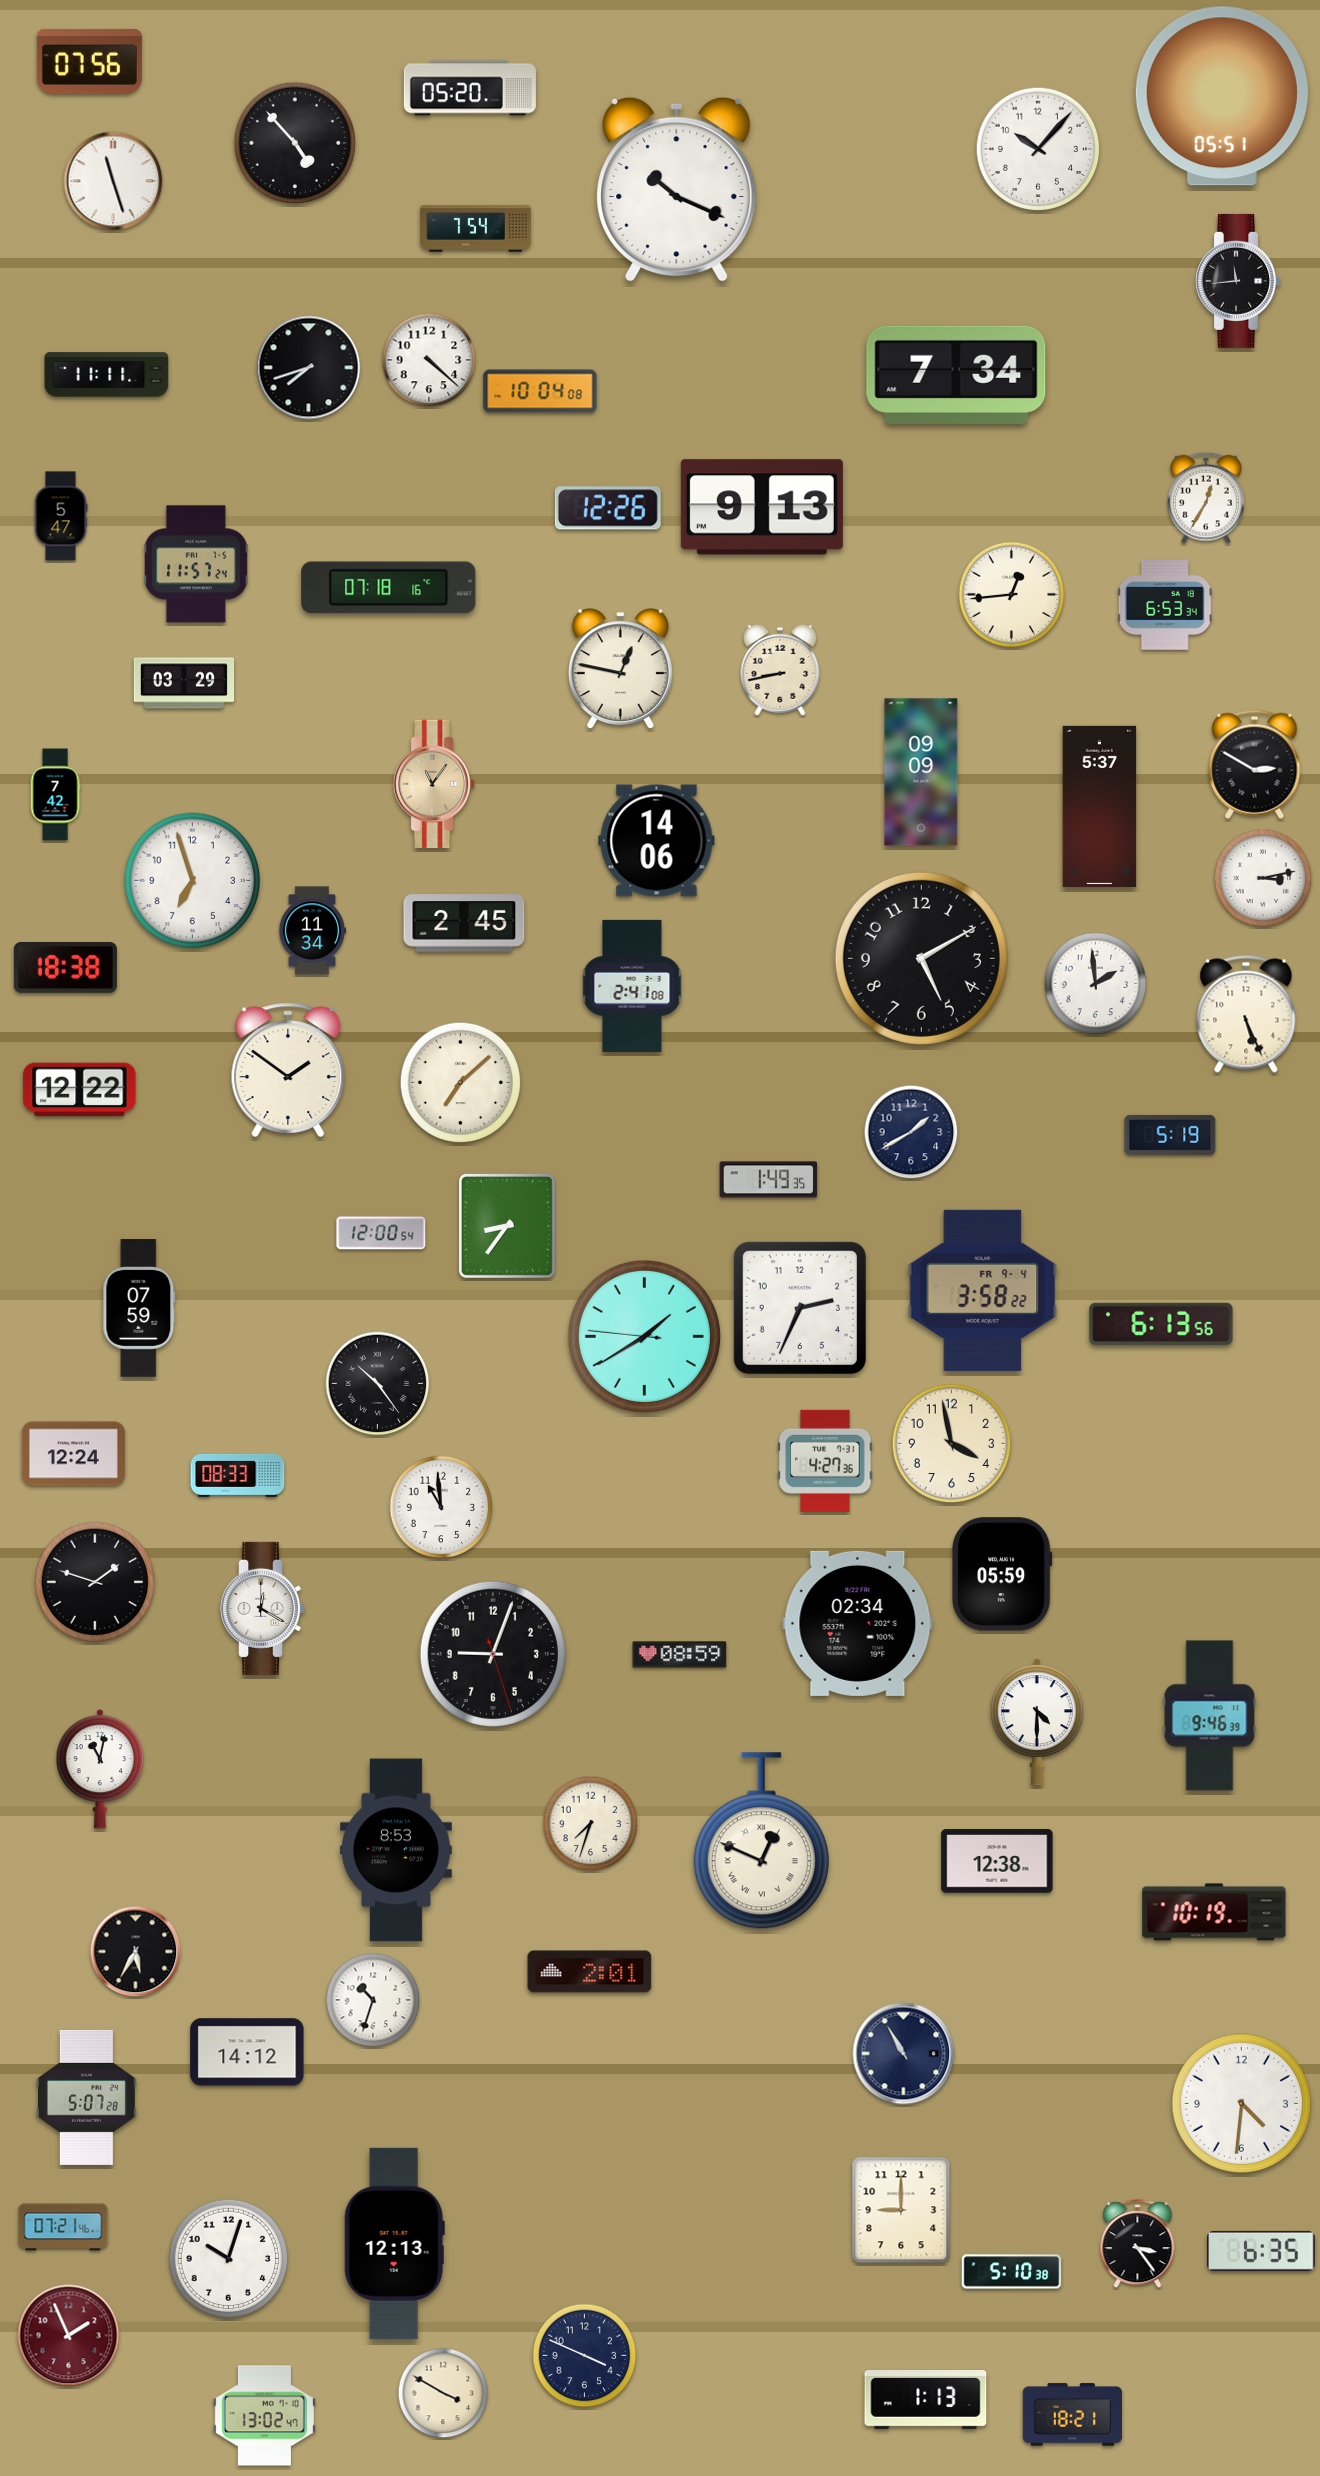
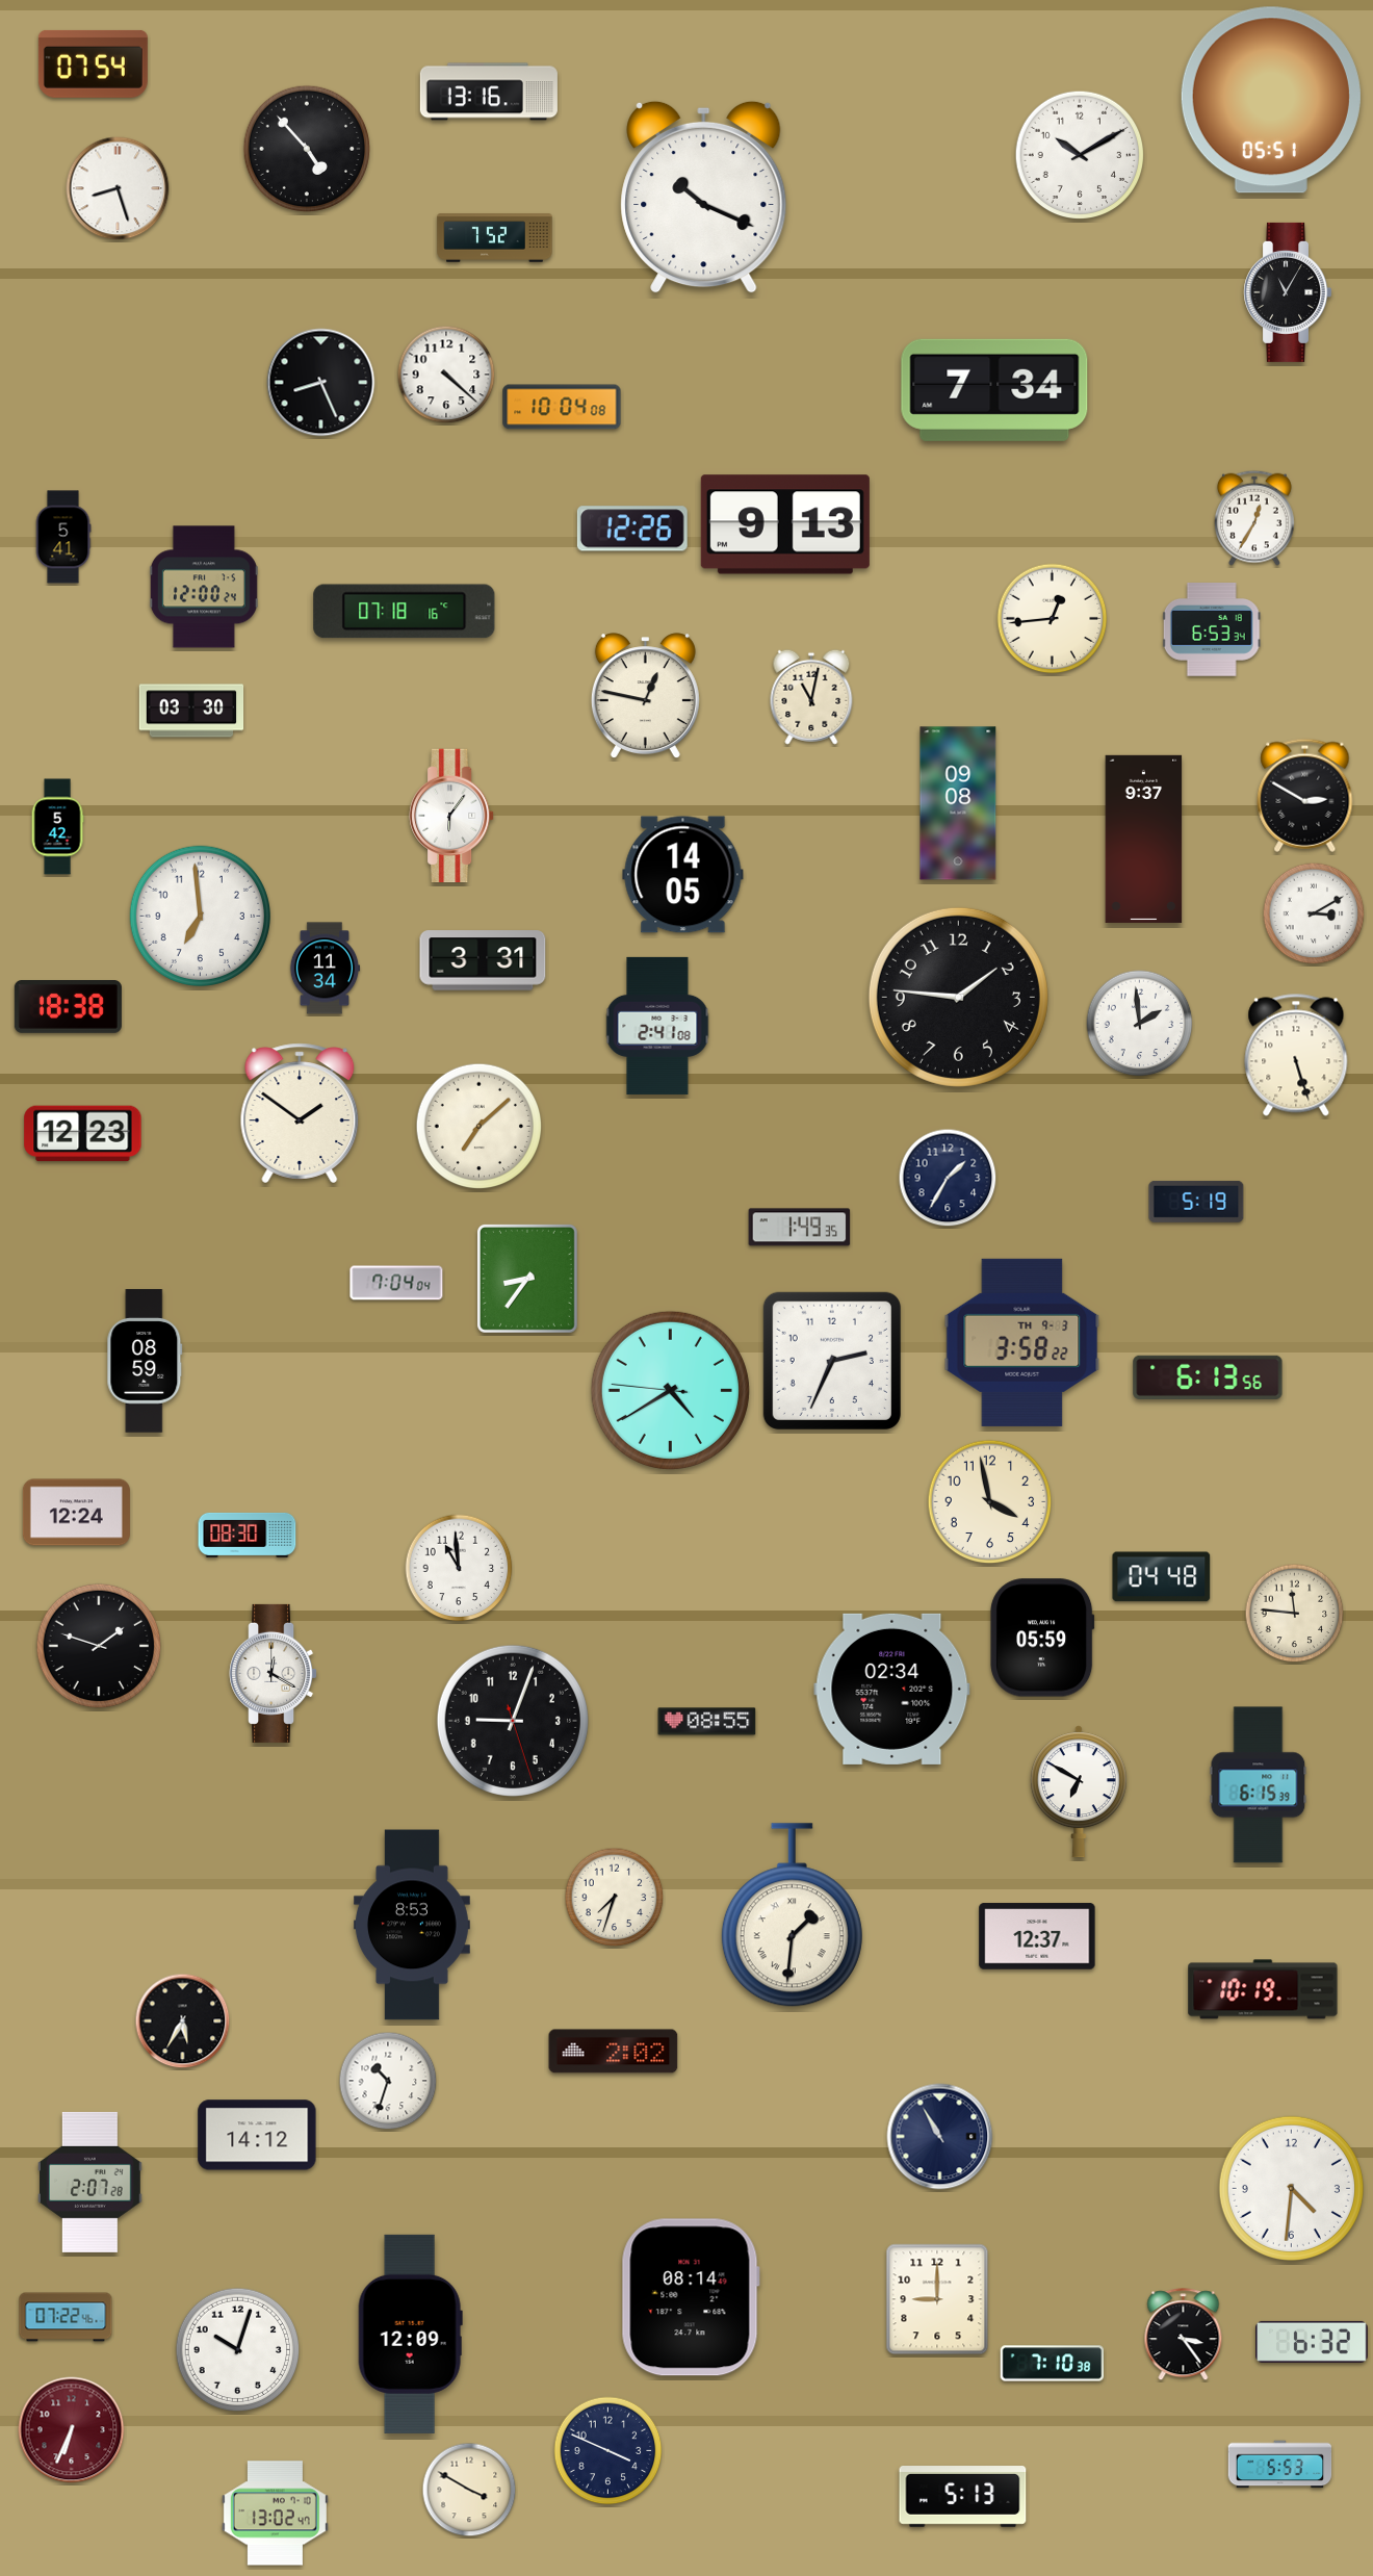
clock at (89, 61): 07:56 -> 07:54
clock at (470, 88): 05:20 -> 13:16
clock at (1038, 149): 10:07 -> 10:10
clock at (113, 181): 11:27 -> 8:27
clock at (476, 229): 7:54 -> 7:52
clock at (1238, 281): 11:44 -> 11:05
clock at (309, 368): 7:42 -> 8:26
clock at (107, 375): 11:11 -> none
clock at (762, 507) position: (762, 507) -> (785, 524)
clock at (61, 516): 5:47 -> 5:41
clock at (196, 564): 11:57 -> 12:00
clock at (780, 670): 8:43 -> 11:02
clock at (184, 683): 03:29 -> 03:30
clock at (921, 772): 09:09 -> 09:08
clock at (434, 784): 11:06 -> 6:06
clock at (434, 784) dial: champagne -> white
clock at (55, 795): 7:42 -> 5:42
clock at (1100, 806): 5:37 -> 9:37
clock at (657, 841): 14:06 -> 14:05
clock at (1263, 878): 3:13 -> 3:10
clock at (192, 880): 6:57 -> 6:59
clock at (464, 923): 2:45 -> 3:31
clock at (921, 958): 5:10 -> 1:46
clock at (1246, 1014): 5:26 -> 5:27
clock at (80, 1090): 12:22 -> 12:23
clock at (911, 1132): 1:40 -> 1:35
clock at (1170, 1135) position: (1170, 1135) -> (1196, 1202)
clock at (507, 1226) position: (507, 1226) -> (527, 1279)
clock at (381, 1233): 12:00 -> 7:04
clock at (983, 1290) date: FR 9-4 -> TH 9-3
clock at (139, 1308): 07:59 -> 08:59
clock at (644, 1336): 1:39 -> 4:39
clock at (378, 1384): 10:24 -> none
clock at (825, 1461): 4:27 -> none
clock at (238, 1475): 08:33 -> 08:30
clock at (1162, 1577): none -> 04:48
clock at (1295, 1614): none -> 11:46
clock at (680, 1655): 08:59 -> 08:55
clock at (1210, 1716): 9:46 -> 6:15
clock at (1037, 1722): 4:30 -> 6:50
clock at (100, 1770): 11:02 -> none
clock at (761, 1841): 12:49 -> 1:31
clock at (997, 1861): 12:38 -> 12:37
clock at (136, 1952) position: (136, 1952) -> (183, 2021)
clock at (590, 1972): 2:01 -> 2:02
clock at (87, 2097): 5:07 -> 2:07
clock at (691, 2297): none -> 08:14
clock at (63, 2227): 07:21 -> 07:22
clock at (394, 2243): 12:13 -> 12:09
clock at (1262, 2251): 6:35 -> 6:32
clock at (1012, 2272): 5:10 -> 7:10
clock at (69, 2336): 1:56 -> 6:34
clock at (1280, 2465): none -> 5:53
clock at (443, 2393) position: (443, 2393) -> (469, 2490)
clock at (926, 2400): 1:13 -> 5:13
clock at (1073, 2415): 18:21 -> none
